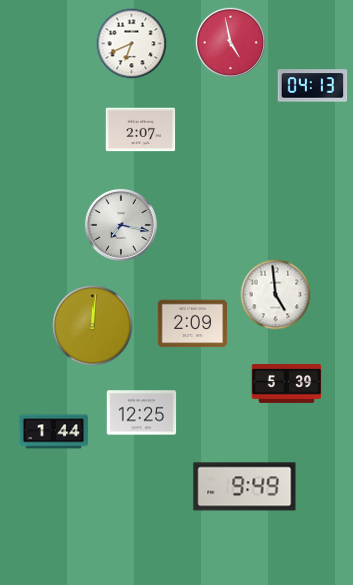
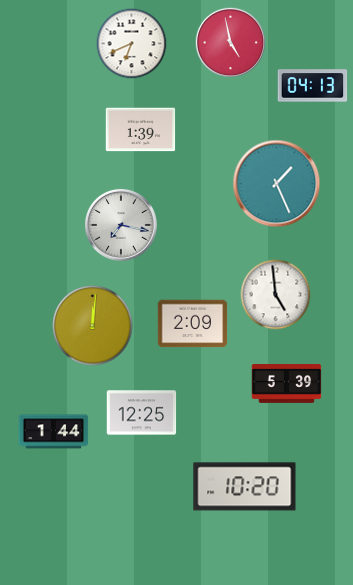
clock at (141, 130): 2:07 -> 1:39
clock at (277, 184): none -> 1:26
clock at (245, 487): 9:49 -> 10:20
